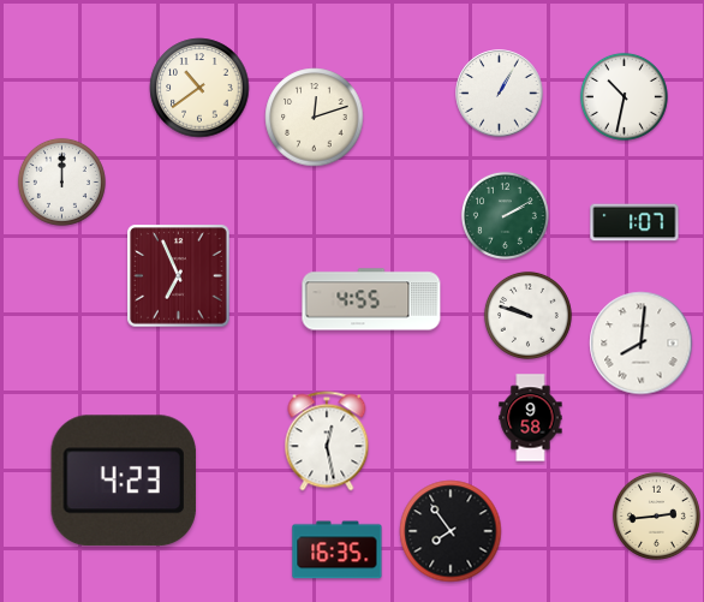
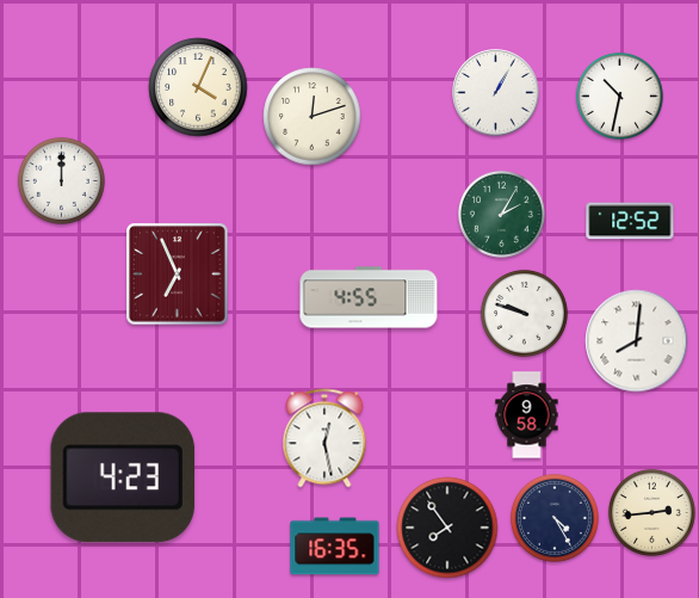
clock at (199, 88): 10:39 -> 4:04
clock at (505, 215): 2:10 -> 2:05
clock at (634, 222): 1:07 -> 12:52
clock at (555, 518): none -> 4:25
